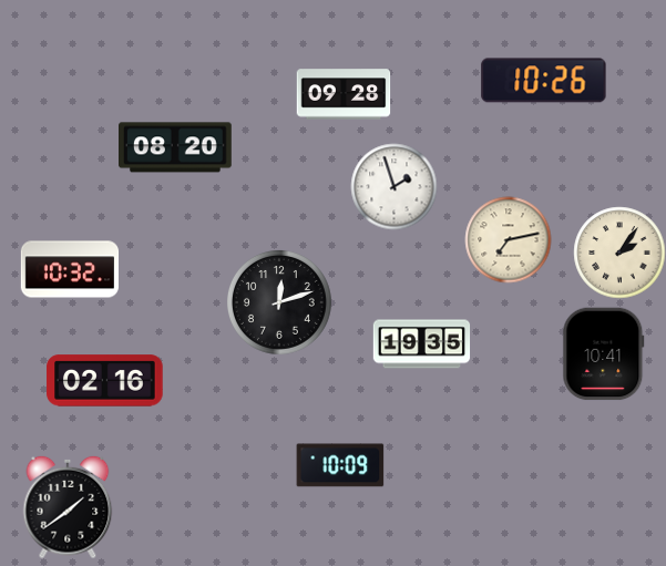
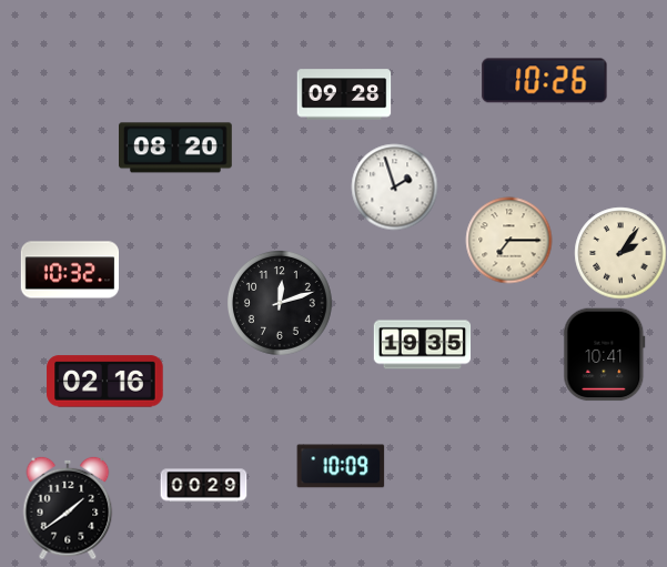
clock at (508, 239): 7:13 -> 7:15
clock at (203, 486): none -> 00:29
